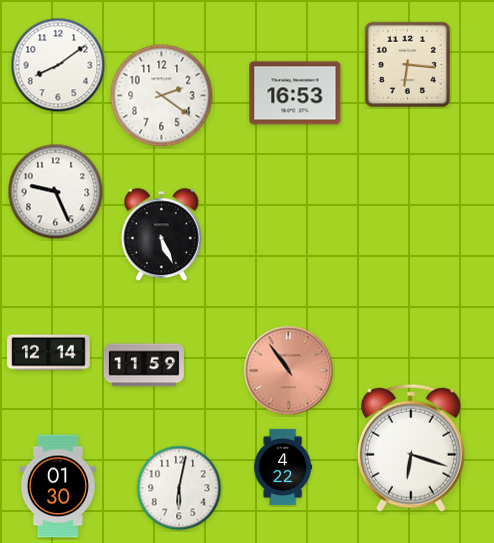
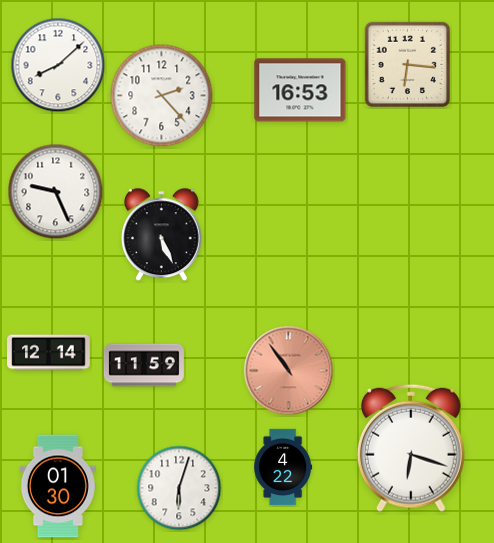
clock at (58, 65): 8:09 -> 8:08
clock at (295, 93) position: (295, 93) -> (300, 90)
clock at (162, 96): 2:21 -> 2:23
clock at (179, 488): 6:02 -> 6:03
